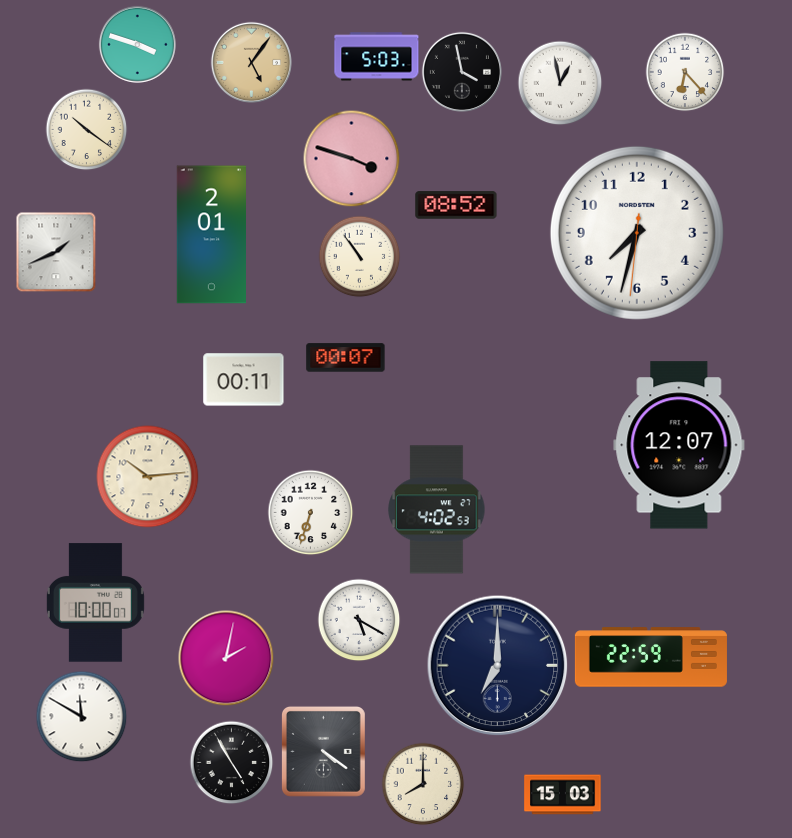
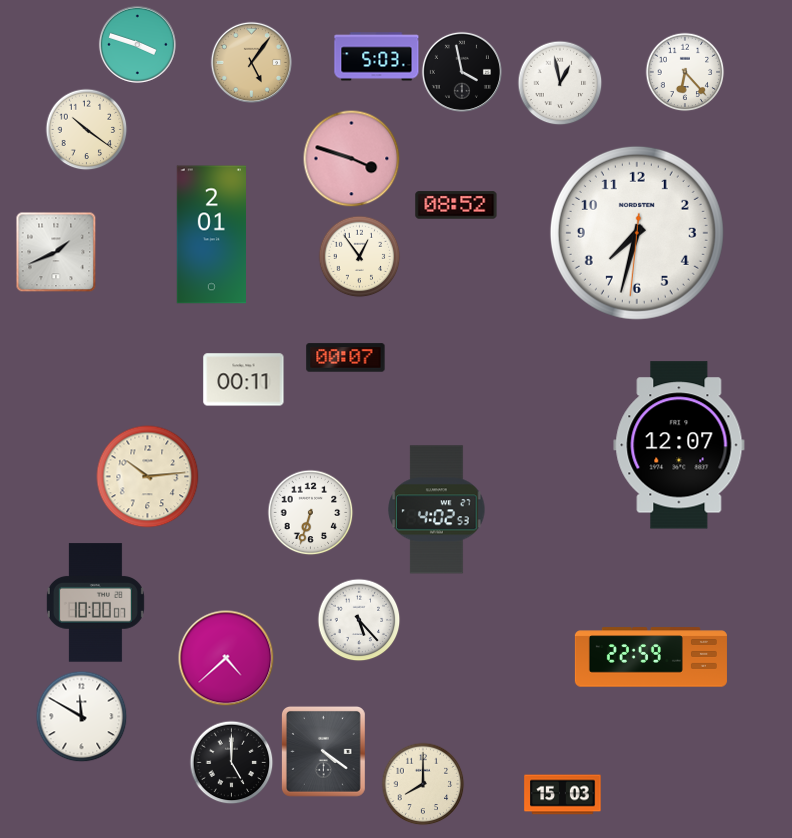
clock at (359, 256): 10:54 -> 12:54
clock at (359, 620): 5:20 -> 5:23
clock at (226, 658): 2:02 -> 4:38
clock at (498, 666): 7:00 -> none
clock at (231, 762): 4:55 -> 5:00
